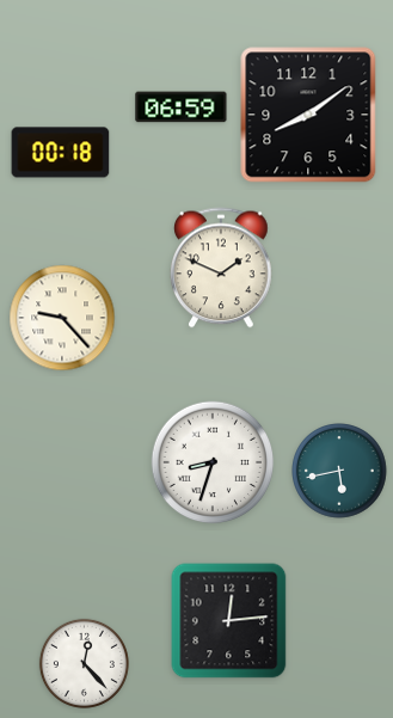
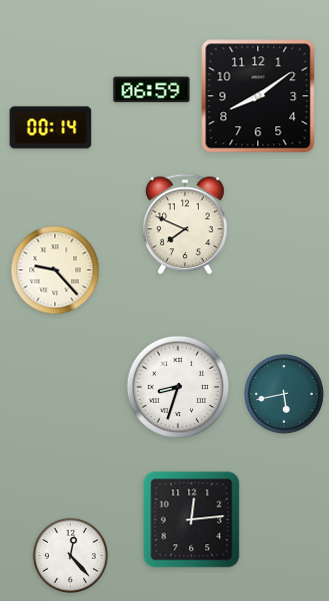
clock at (61, 153): 00:18 -> 00:14
clock at (221, 268): 1:49 -> 7:49
clock at (62, 318) position: (62, 318) -> (55, 270)
